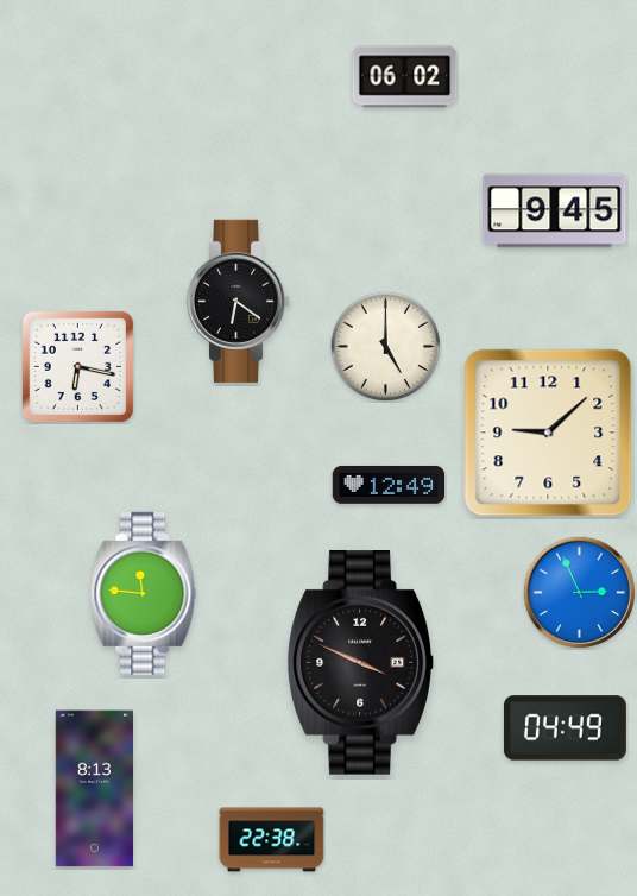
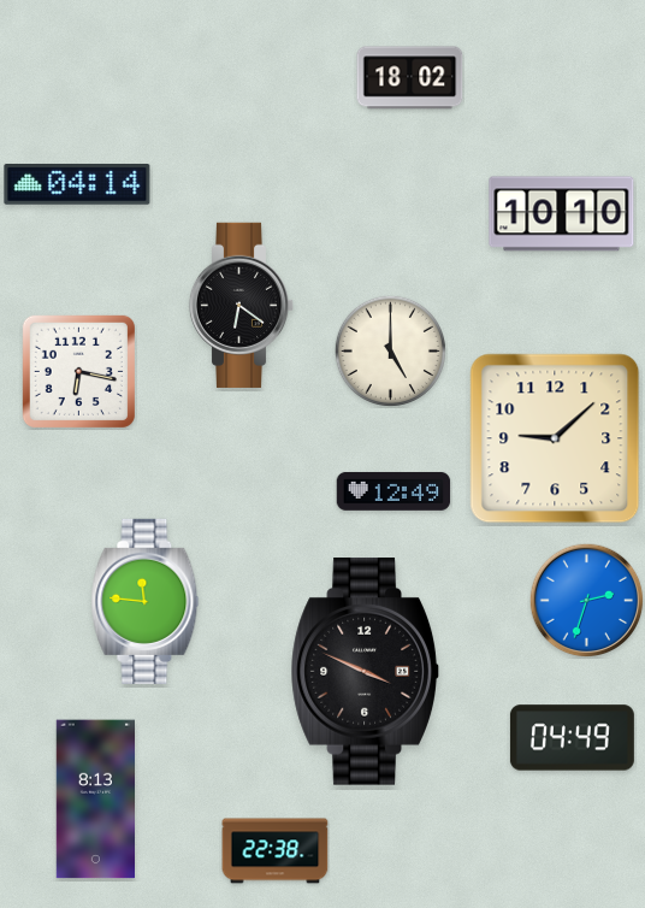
clock at (405, 77): 06:02 -> 18:02
clock at (77, 185): none -> 04:14
clock at (555, 212): 9:45 -> 10:10
clock at (579, 592): 2:56 -> 2:33
